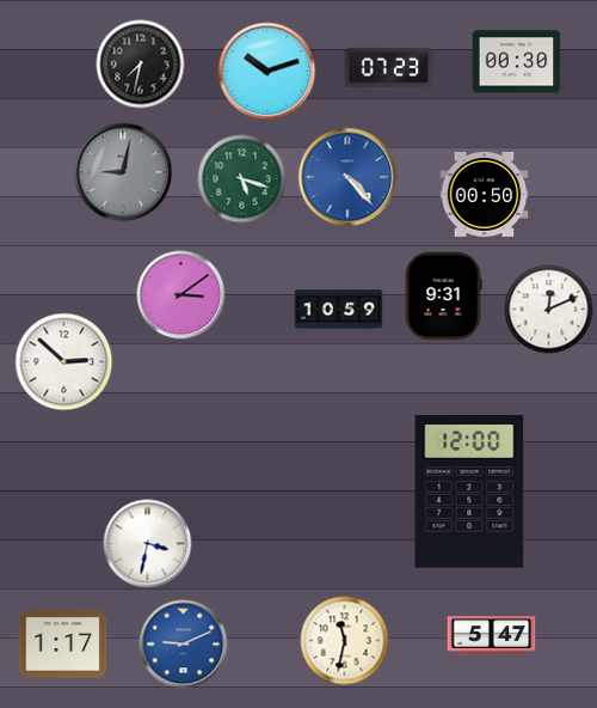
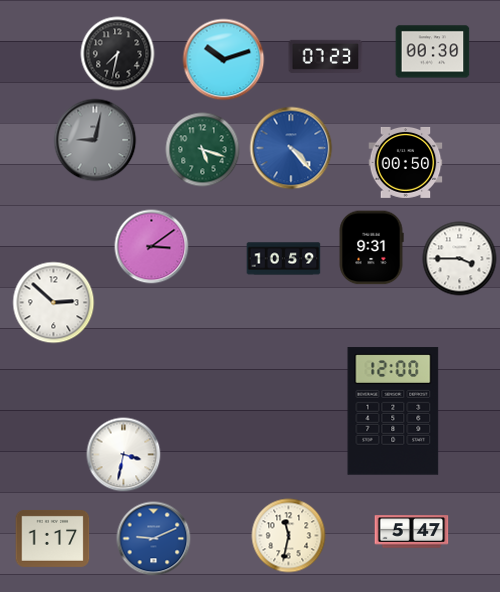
clock at (123, 172) position: (123, 172) -> (95, 140)
clock at (549, 310): 12:11 -> 3:45
